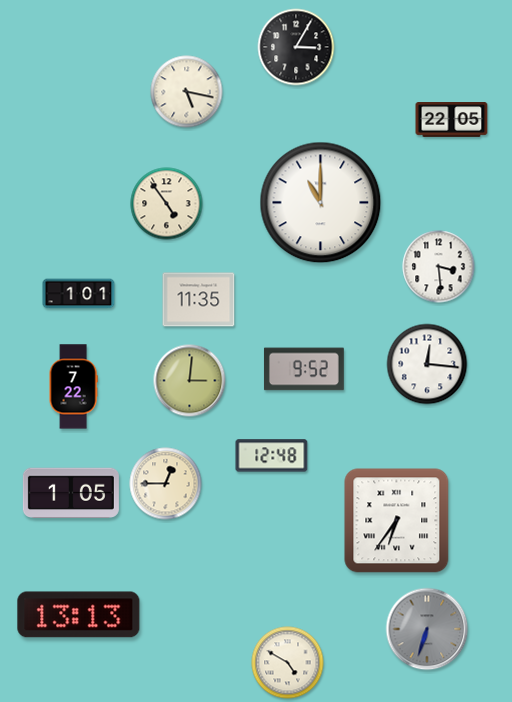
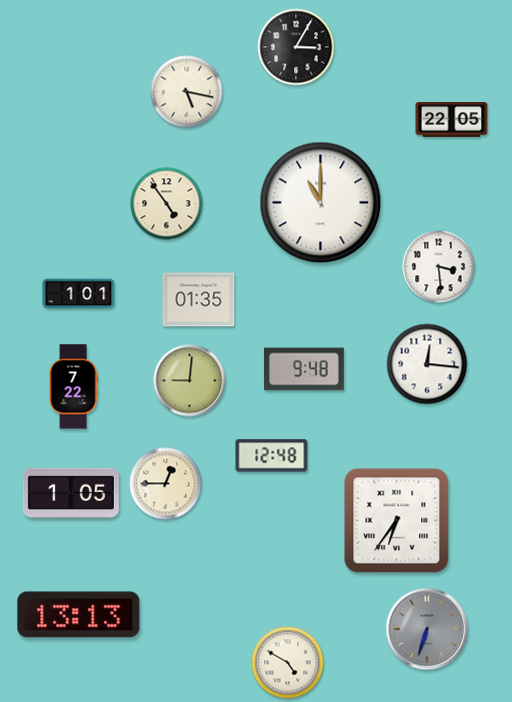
clock at (199, 300): 11:35 -> 01:35
clock at (304, 369): 9:52 -> 9:48
clock at (190, 381): 3:01 -> 9:01
